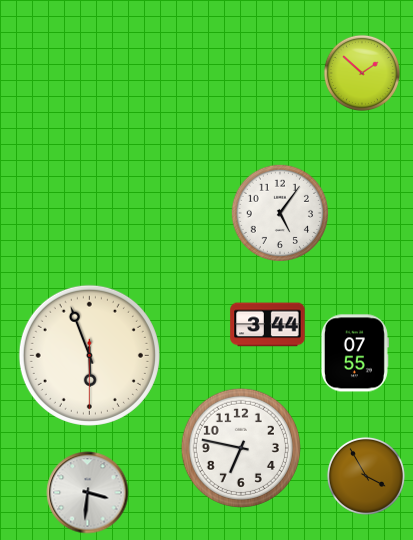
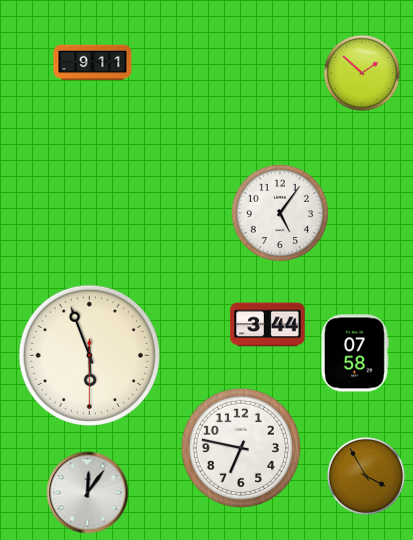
clock at (93, 63): none -> 9:11
clock at (354, 353): 07:55 -> 07:58
clock at (88, 493): 3:31 -> 12:06
